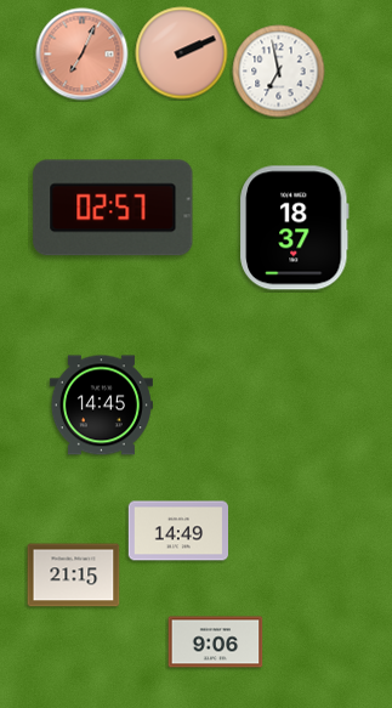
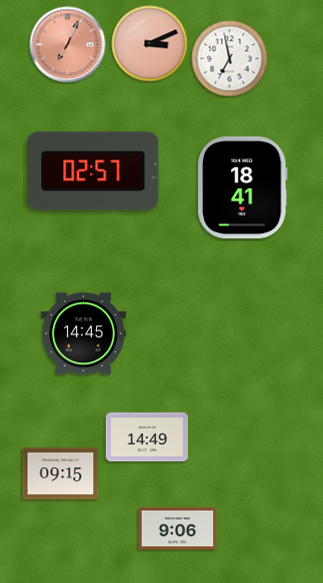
clock at (182, 53): 2:11 -> 3:11
clock at (295, 228): 18:37 -> 18:41
clock at (74, 576): 21:15 -> 09:15
